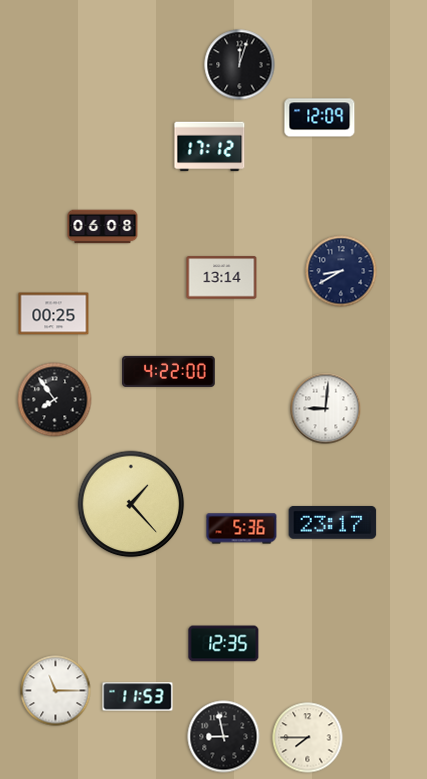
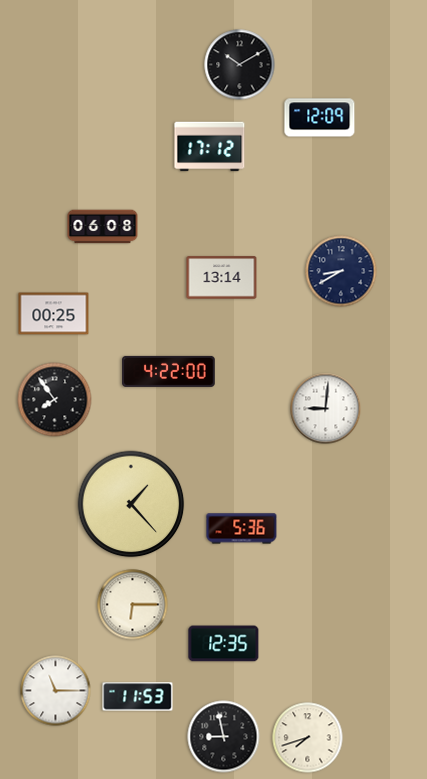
clock at (240, 65): 12:03 -> 10:10
clock at (333, 523): 23:17 -> none
clock at (133, 605): none -> 6:15
clock at (308, 738): 7:45 -> 7:42
